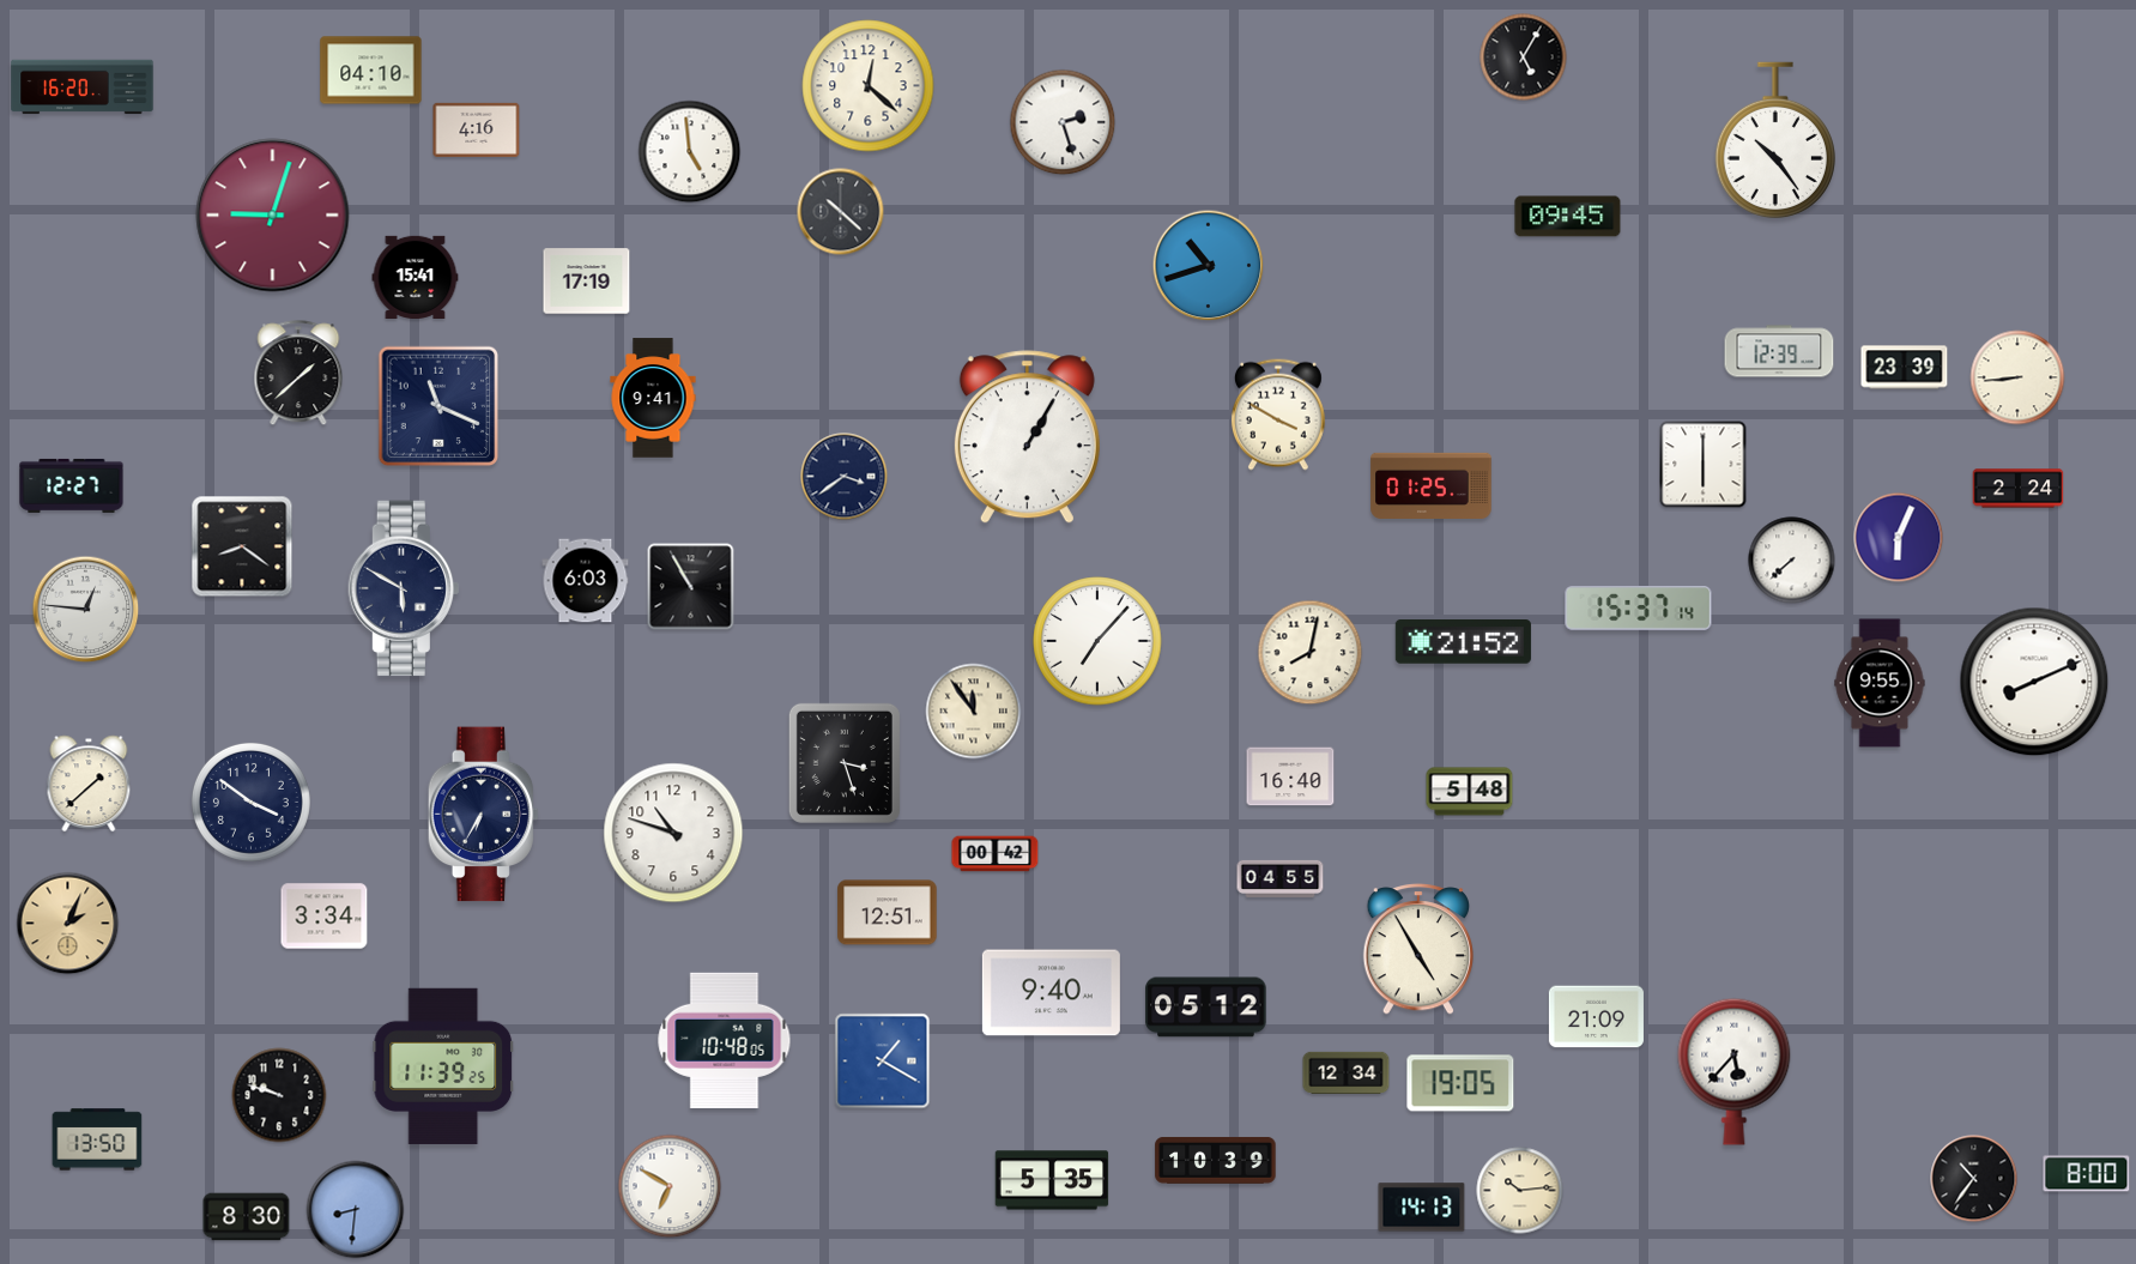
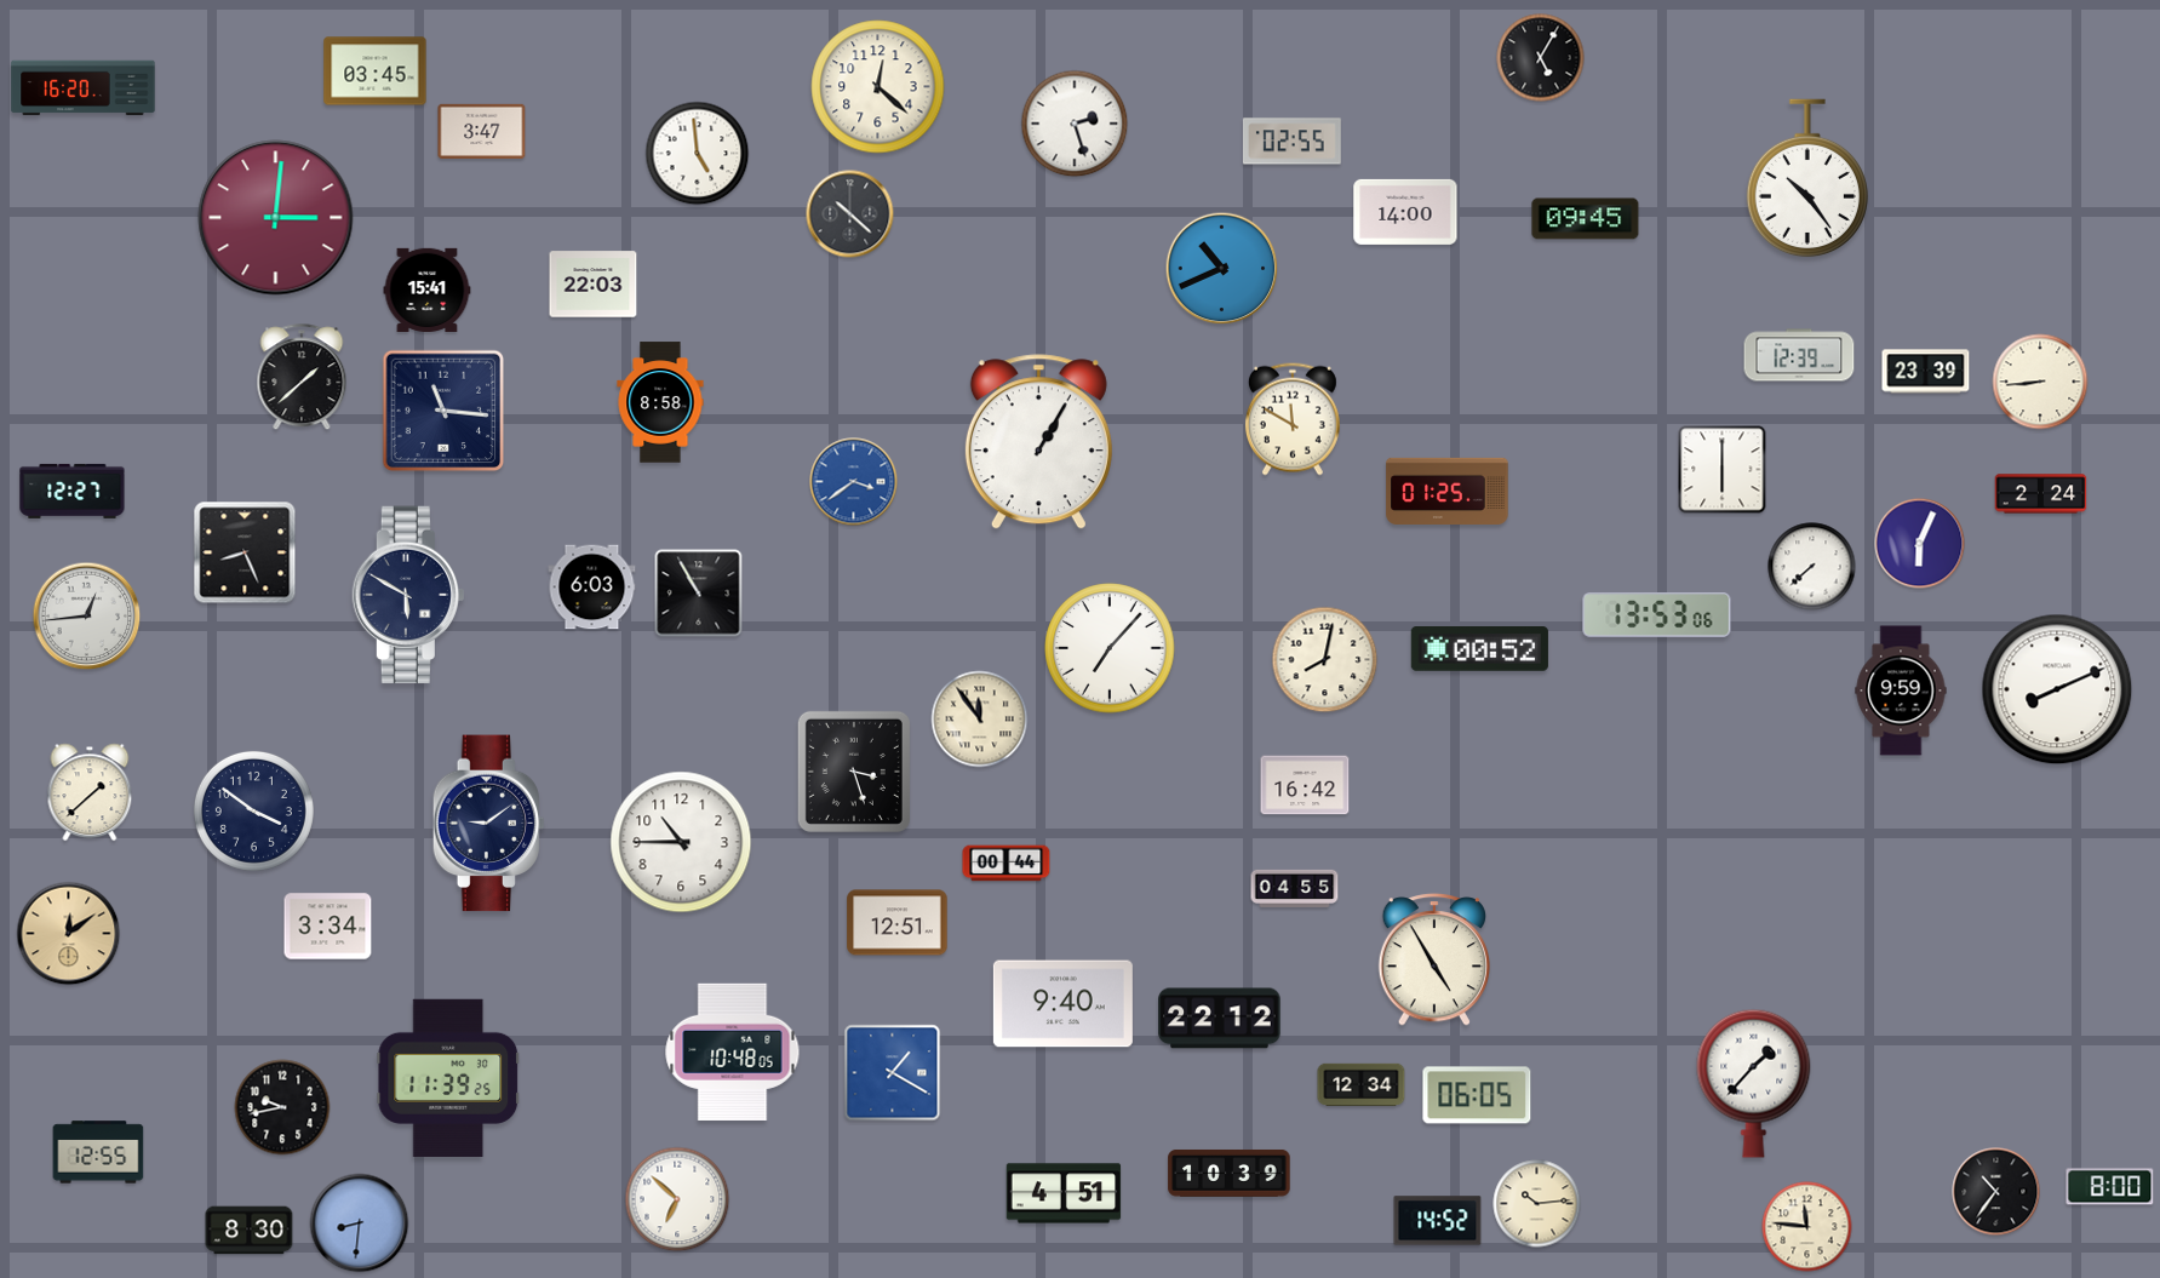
clock at (371, 71): 04:10 -> 03:45
clock at (477, 129): 4:16 -> 3:47
clock at (1291, 142): none -> 02:55
clock at (1774, 140) position: (1774, 140) -> (1806, 178)
clock at (1405, 212): none -> 14:00
clock at (273, 216): 9:03 -> 3:01
clock at (1209, 266): 10:42 -> 10:41
clock at (416, 277) position: (416, 277) -> (428, 290)
clock at (587, 282): 17:19 -> 22:03
clock at (653, 398): 9:41 -> 8:58
clock at (438, 406): 11:19 -> 11:16
clock at (1278, 415): 3:50 -> 11:50
clock at (845, 477) dial: navy -> blue
clock at (242, 546): 8:21 -> 8:26
clock at (1639, 609): 15:37 -> 13:53
clock at (86, 610): 12:46 -> 12:44
clock at (1463, 642): 21:52 -> 00:52
clock at (1880, 683): 9:55 -> 9:59
clock at (974, 712) position: (974, 712) -> (980, 720)
clock at (1290, 776): 16:40 -> 16:42
clock at (1470, 792): 5:48 -> none
clock at (484, 815): 6:35 -> 9:09
clock at (673, 833): 10:48 -> 10:45
clock at (996, 854): 00:42 -> 00:44
clock at (68, 924): 2:04 -> 12:09
clock at (1206, 1008): 05:12 -> 22:12
clock at (1596, 1017): 21:09 -> none
clock at (1735, 1071): 5:37 -> 1:37
clock at (1460, 1083): 19:05 -> 06:05
clock at (279, 1095): 9:48 -> 9:43
clock at (97, 1139): 13:50 -> 12:55
clock at (1052, 1180): 5:35 -> 4:51
clock at (670, 1186): 6:50 -> 6:52
clock at (1422, 1208): 14:13 -> 14:52
clock at (1807, 1227): none -> 11:46
